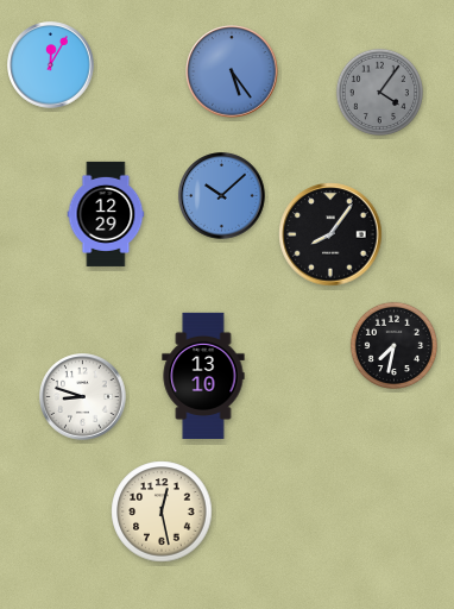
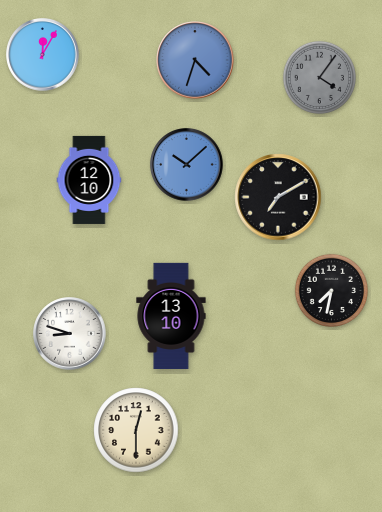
clock at (232, 71): 5:24 -> 4:33
clock at (106, 214): 12:29 -> 12:10
clock at (330, 234): 8:06 -> 7:10
clock at (162, 511): 12:28 -> 12:30
